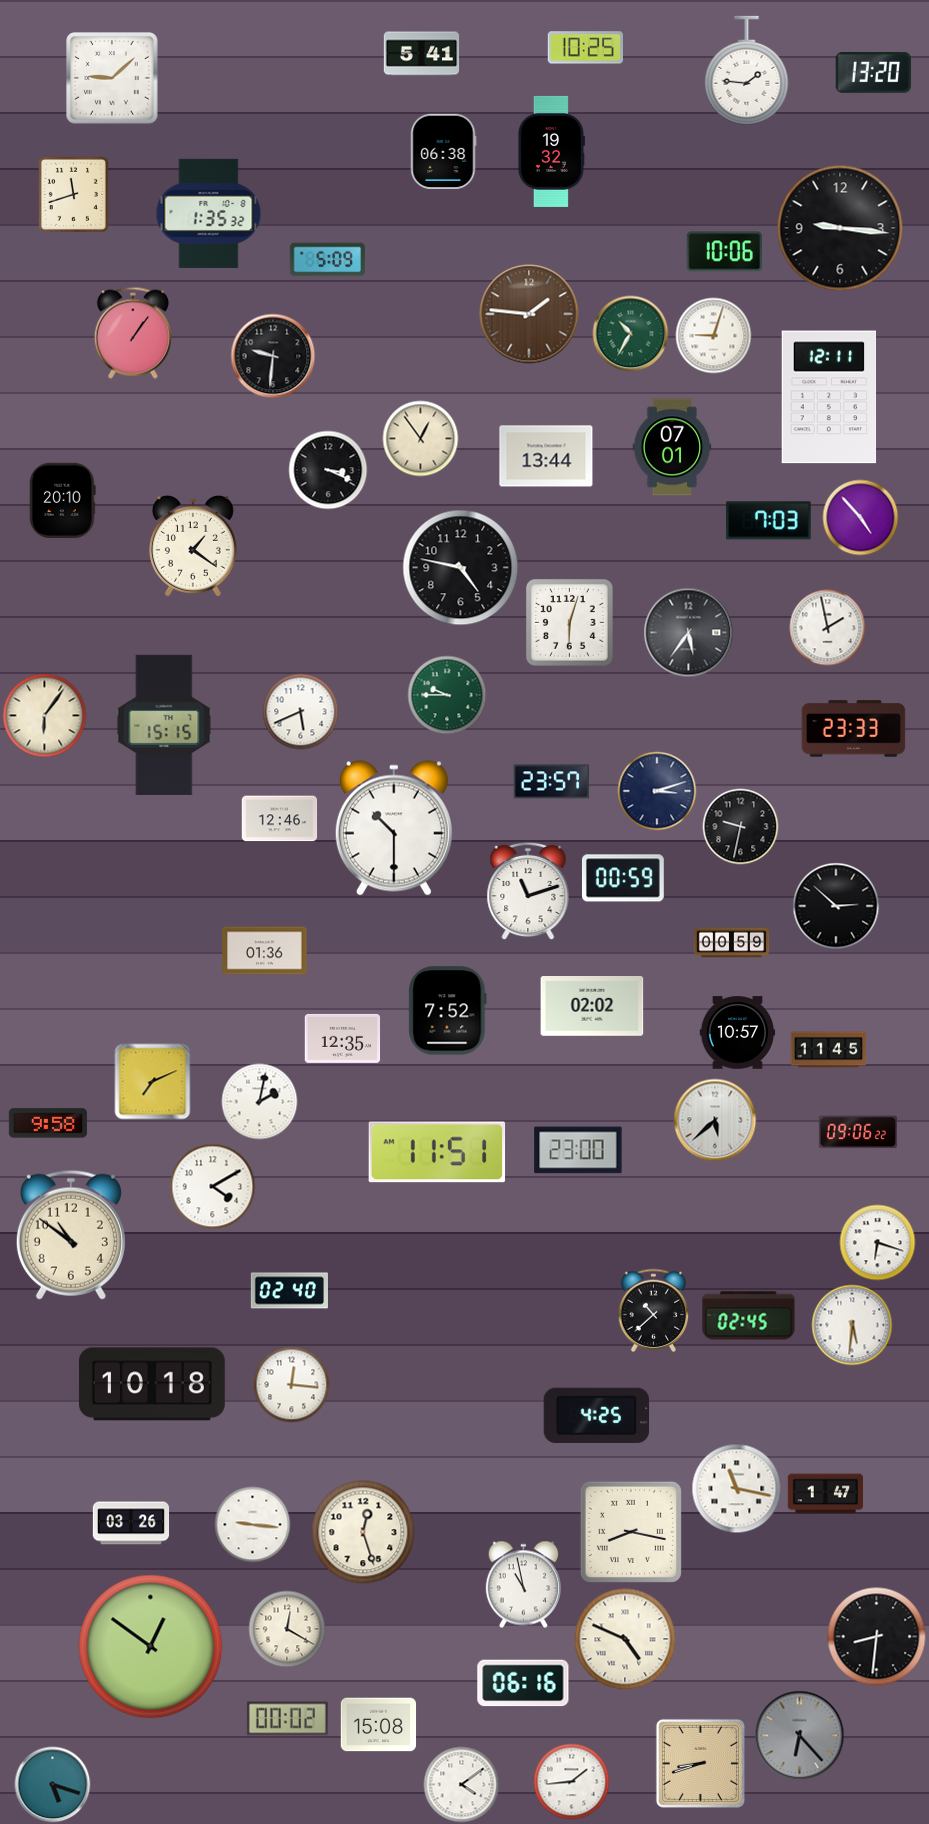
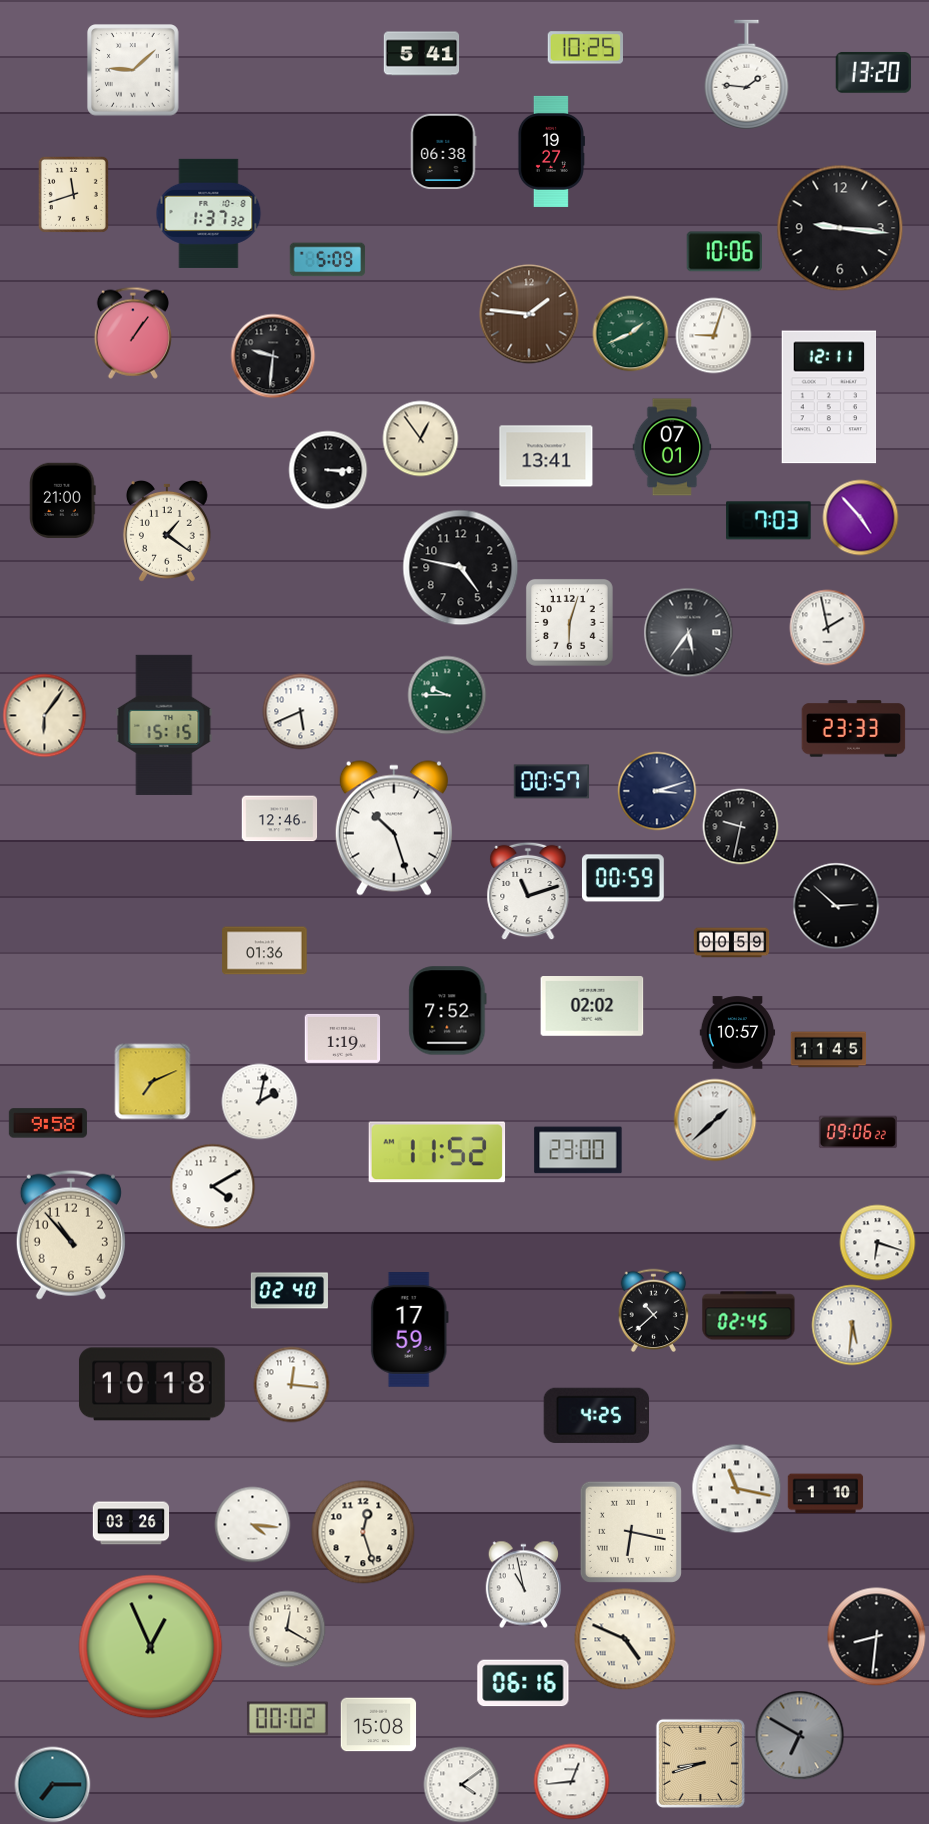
clock at (747, 71) position: (747, 71) -> (747, 75)
clock at (112, 78) position: (112, 78) -> (133, 70)
clock at (551, 151): 19:32 -> 19:27
clock at (209, 213): 1:35 -> 1:37
clock at (631, 334): 10:35 -> 1:41
clock at (546, 456): 13:44 -> 13:41
clock at (328, 470): 3:19 -> 3:15
clock at (63, 501): 20:10 -> 21:00
clock at (193, 546) position: (193, 546) -> (167, 531)
clock at (552, 782): 23:57 -> 00:57
clock at (394, 828): 10:30 -> 10:27
clock at (343, 1038): 12:35 -> 1:19
clock at (715, 1120): 5:38 -> 1:38
clock at (437, 1152): 11:51 -> 11:52
clock at (71, 1235): 10:51 -> 10:53
clock at (409, 1330): none -> 17:59
clock at (826, 1494): 1:47 -> 1:10
clock at (253, 1525): 9:16 -> 4:16
clock at (631, 1532): 8:17 -> 6:17
clock at (151, 1647): 12:51 -> 12:56
clock at (800, 1736): 6:23 -> 6:50
clock at (572, 1782): 1:44 -> 12:44
clock at (53, 1785): 5:18 -> 7:15
